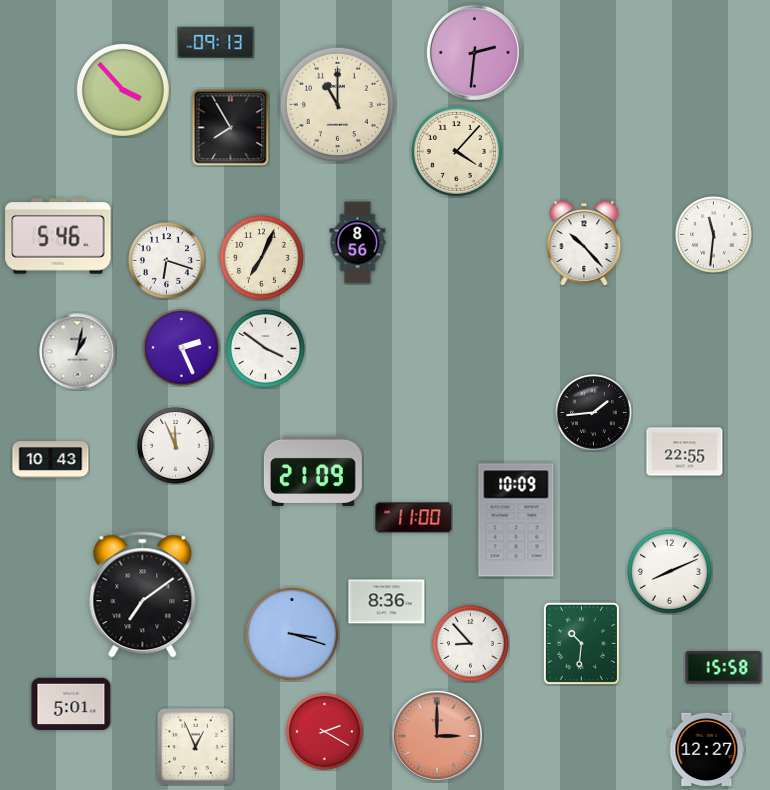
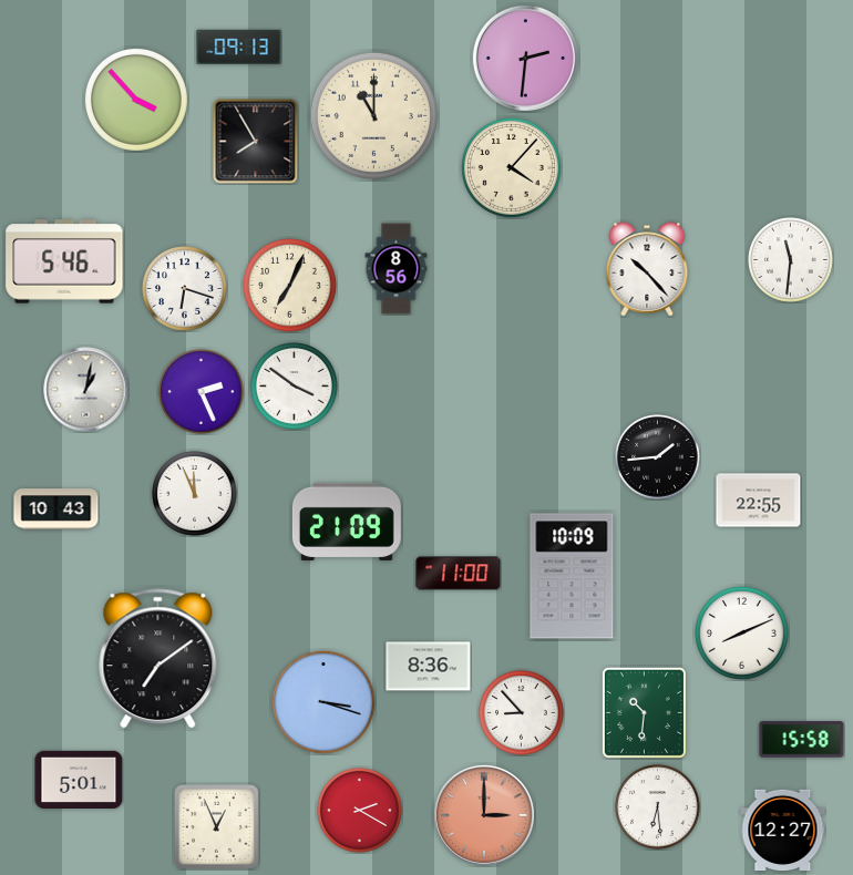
clock at (456, 151) position: (456, 151) -> (511, 167)
clock at (182, 348) position: (182, 348) -> (202, 392)
clock at (658, 807): none -> 6:29
